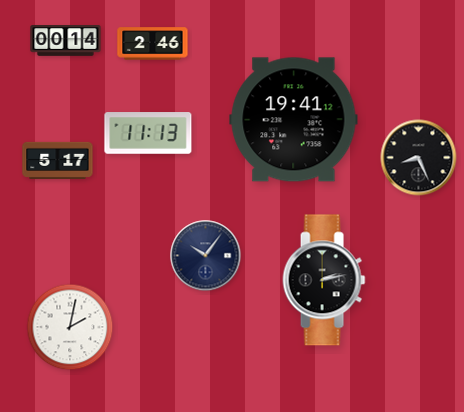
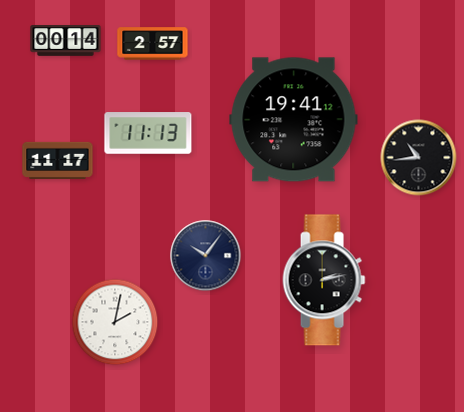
clock at (153, 44): 2:46 -> 2:57
clock at (419, 158): 8:26 -> 10:44
clock at (58, 160): 5:17 -> 11:17
clock at (70, 327) position: (70, 327) -> (115, 322)
